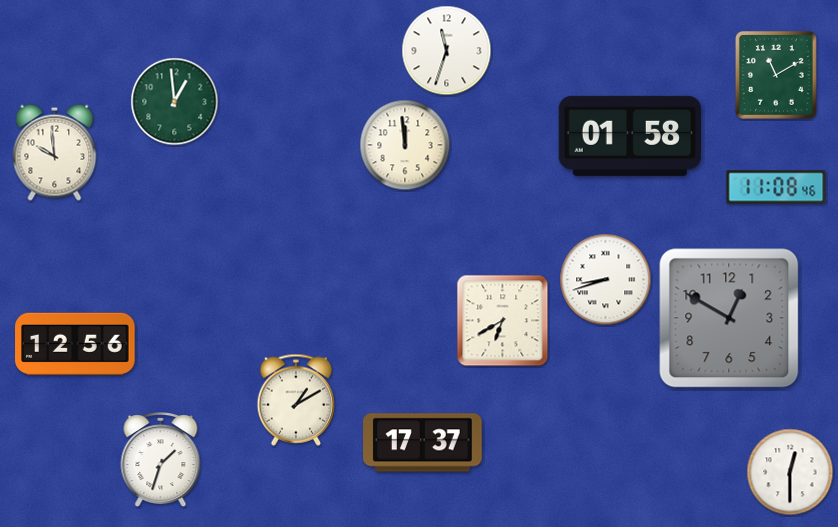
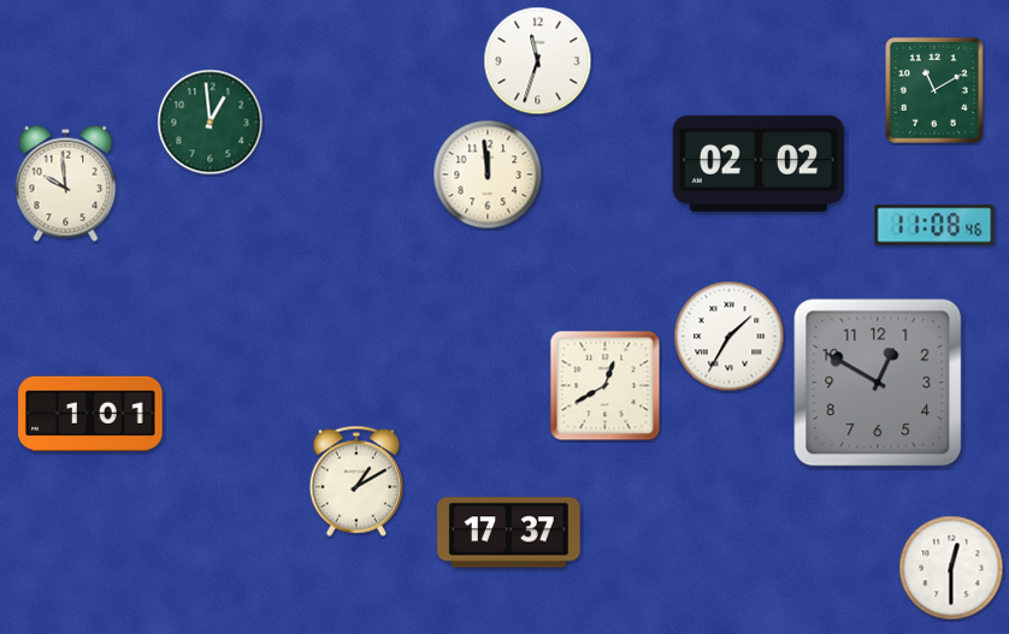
clock at (630, 136): 01:58 -> 02:02
clock at (606, 280): 8:42 -> 1:35
clock at (503, 321): 6:40 -> 12:40
clock at (75, 344): 12:56 -> 1:01
clock at (161, 460): 1:33 -> none
